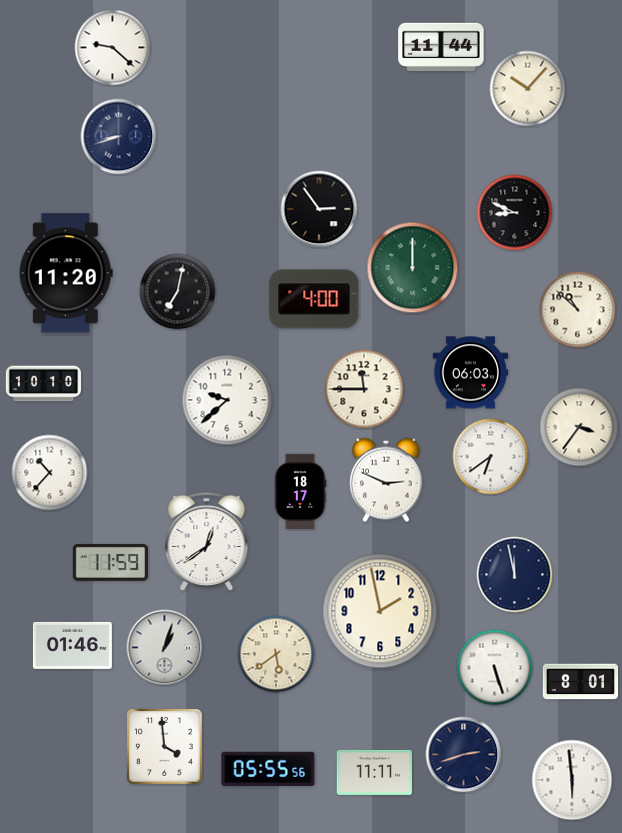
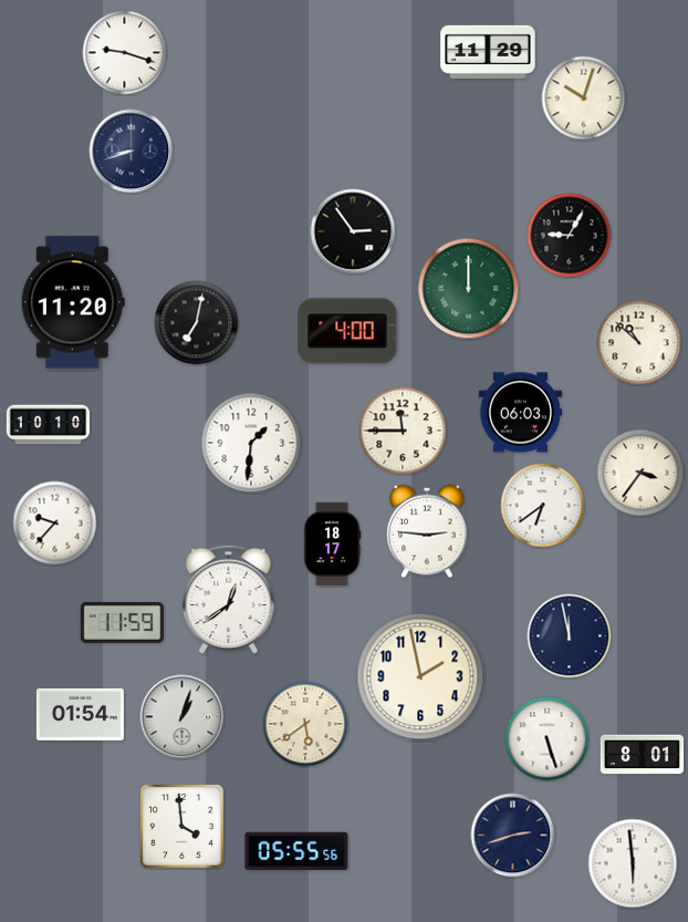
clock at (441, 46): 11:44 -> 11:29
clock at (113, 48): 9:22 -> 9:18
clock at (528, 89): 10:07 -> 10:03
clock at (515, 213): 8:49 -> 9:05
clock at (413, 268) position: (413, 268) -> (469, 289)
clock at (227, 400): 9:38 -> 1:31
clock at (50, 473): 10:37 -> 9:37
clock at (386, 480): 2:49 -> 2:46
clock at (72, 645): 01:46 -> 01:54
clock at (374, 772): 11:11 -> none
